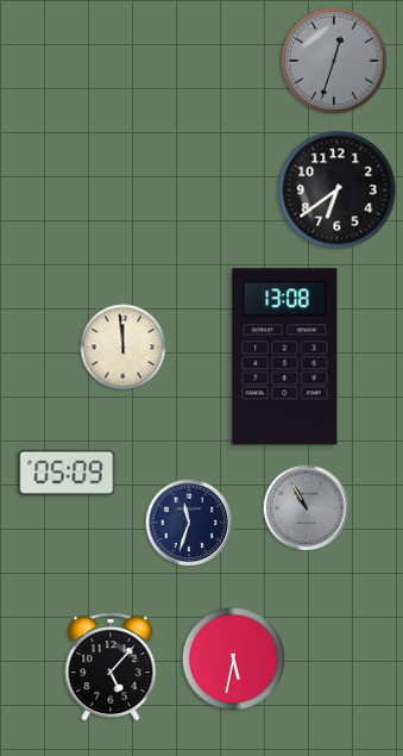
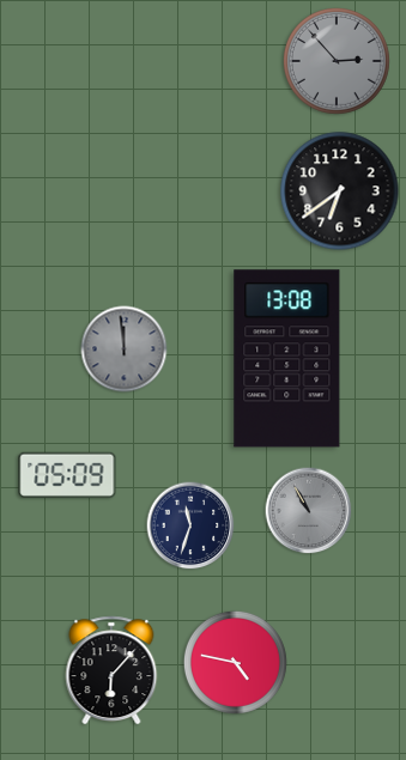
clock at (334, 61): 12:33 -> 2:53
clock at (124, 348) dial: cream -> grey
clock at (233, 658): 5:32 -> 4:47
clock at (111, 667): 5:07 -> 6:07
